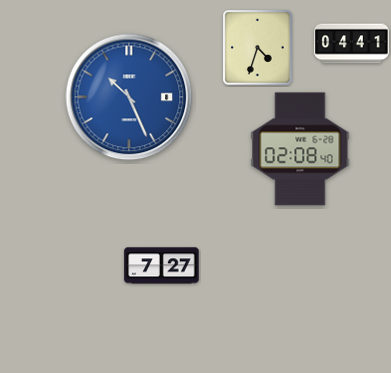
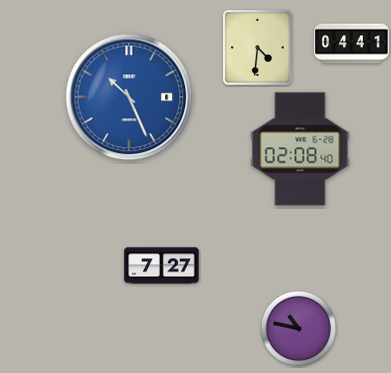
clock at (258, 48): 4:33 -> 4:31
clock at (299, 329): none -> 10:47
